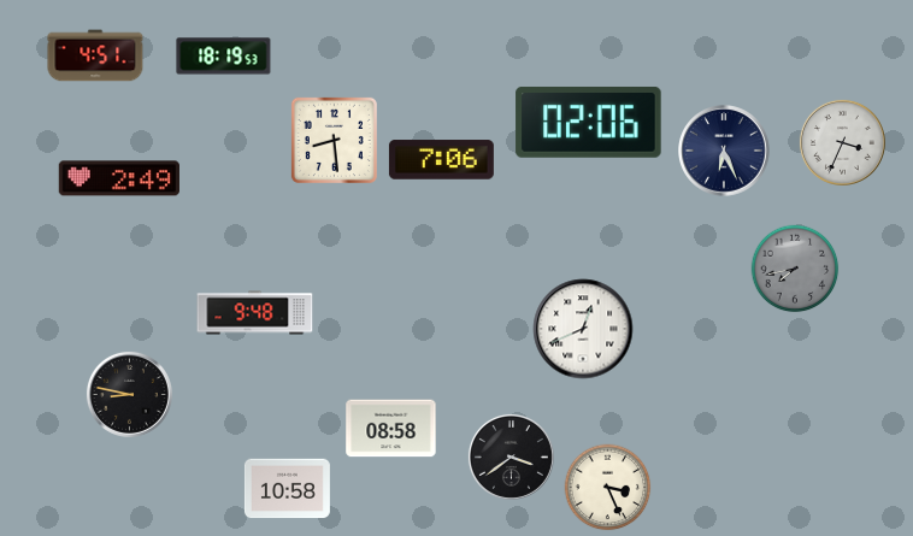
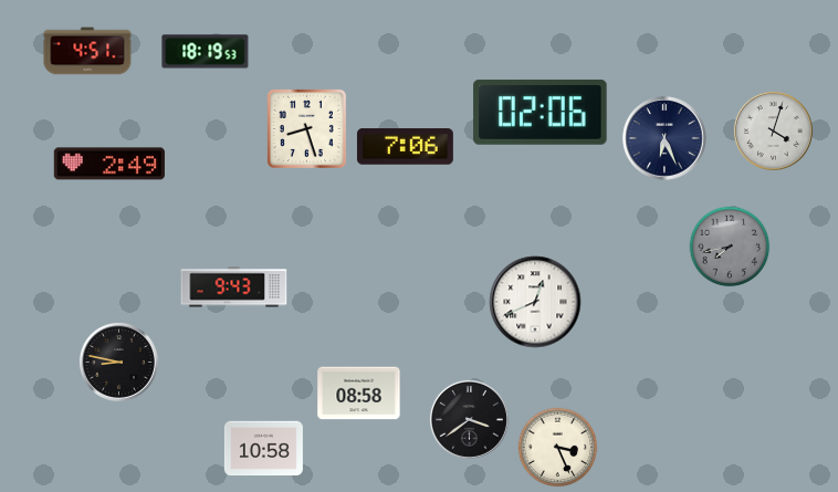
clock at (334, 140): 8:29 -> 8:27
clock at (842, 142): 3:34 -> 4:03
clock at (255, 313): 9:48 -> 9:43
